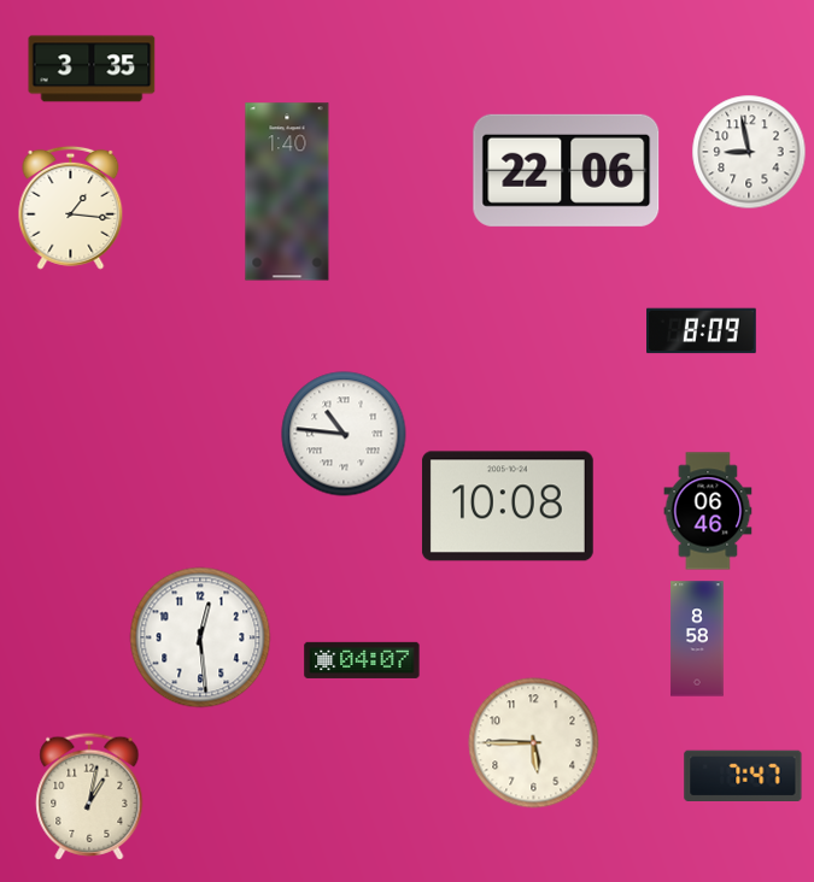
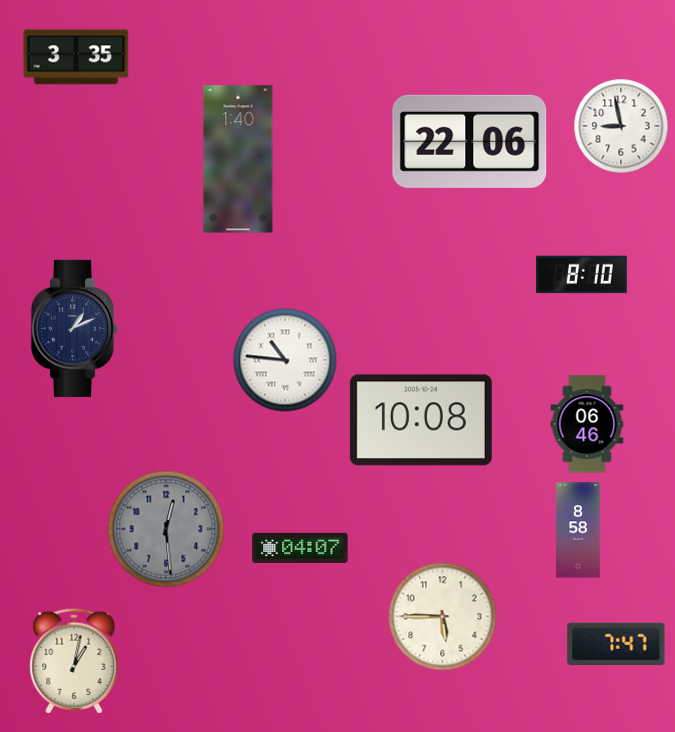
clock at (71, 207): 1:16 -> none
clock at (702, 331): 8:09 -> 8:10
clock at (75, 328): none -> 1:11
clock at (200, 637) dial: white -> grey
